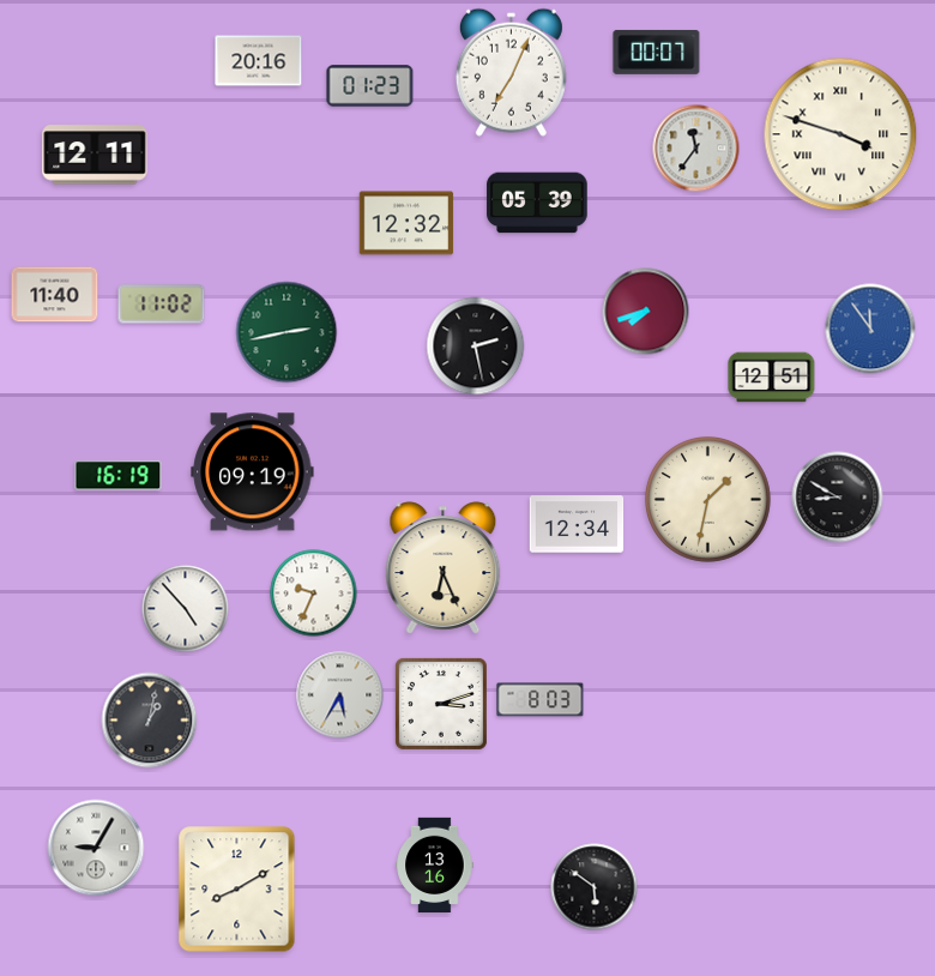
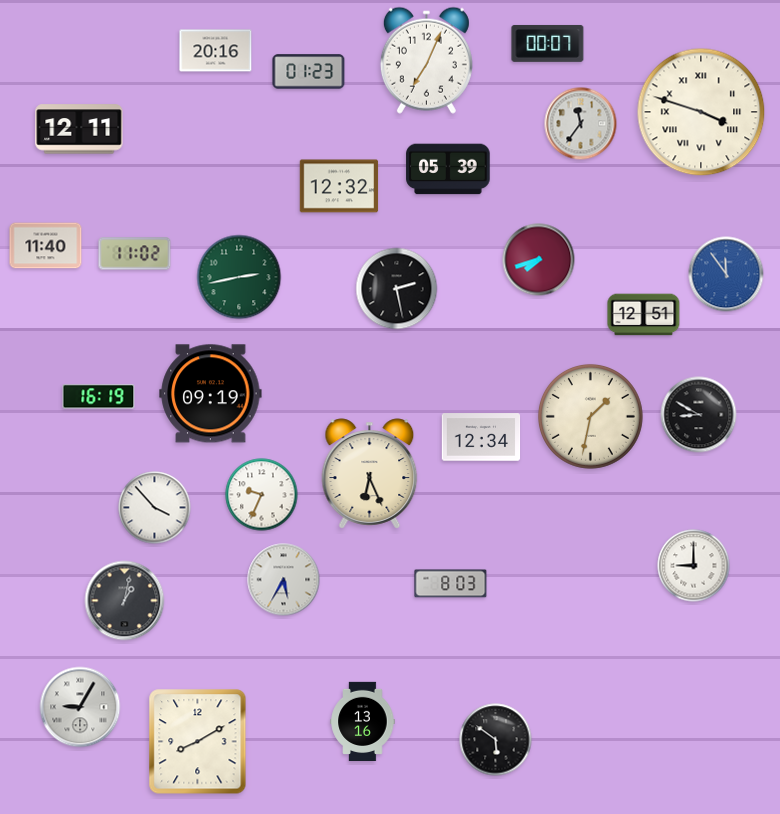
clock at (186, 609): 4:53 -> 3:53
clock at (694, 566): none -> 9:00
clock at (441, 704): 3:12 -> none
